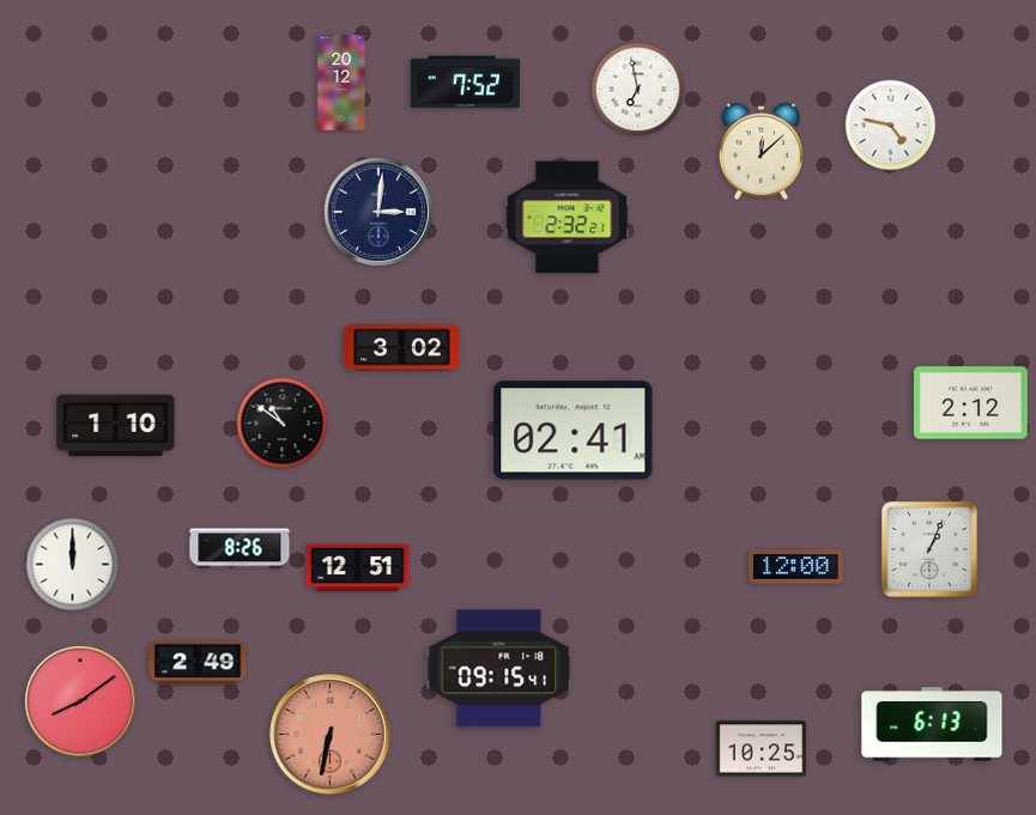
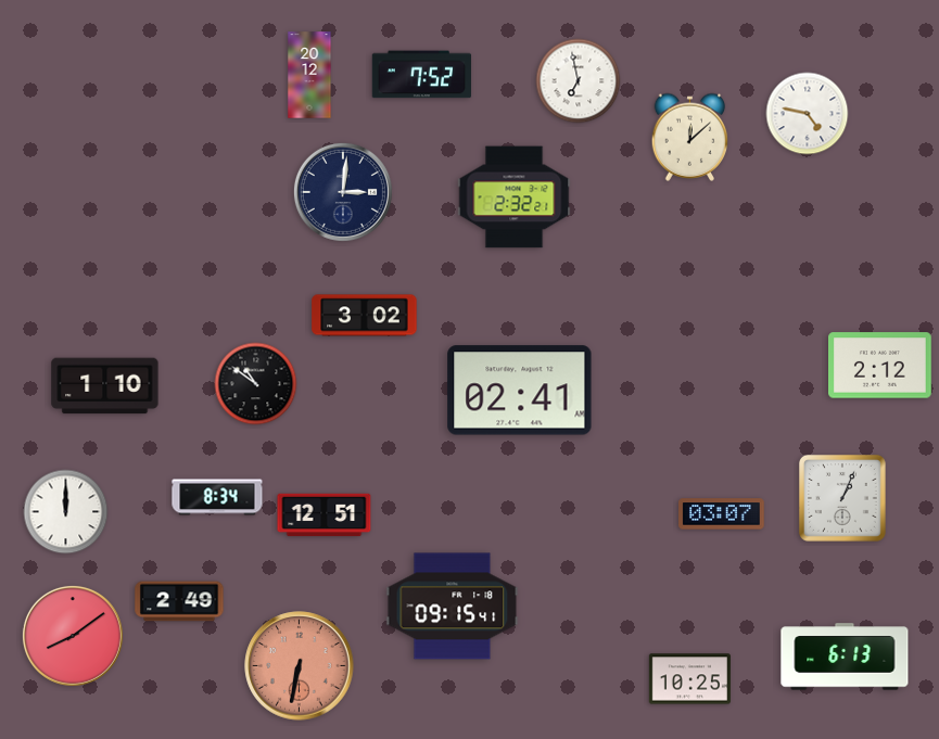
clock at (240, 548): 8:26 -> 8:34
clock at (796, 567): 12:00 -> 03:07
